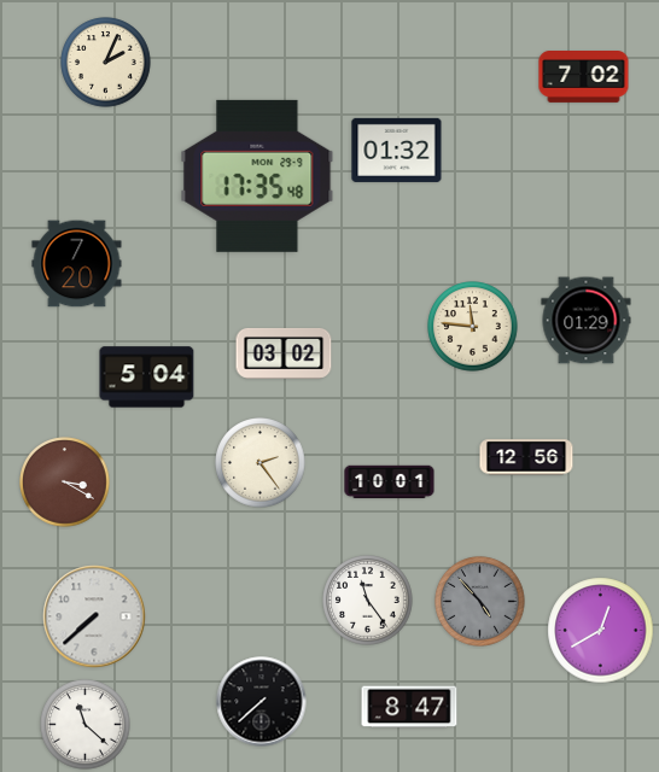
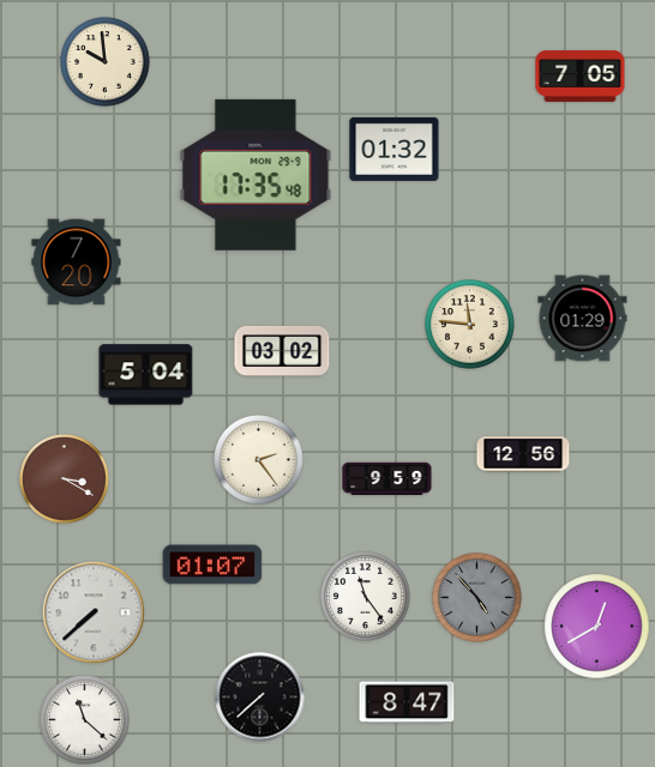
clock at (106, 63): 2:04 -> 9:59
clock at (584, 77): 7:02 -> 7:05
clock at (390, 482): 10:01 -> 9:59
clock at (212, 564): none -> 01:07
